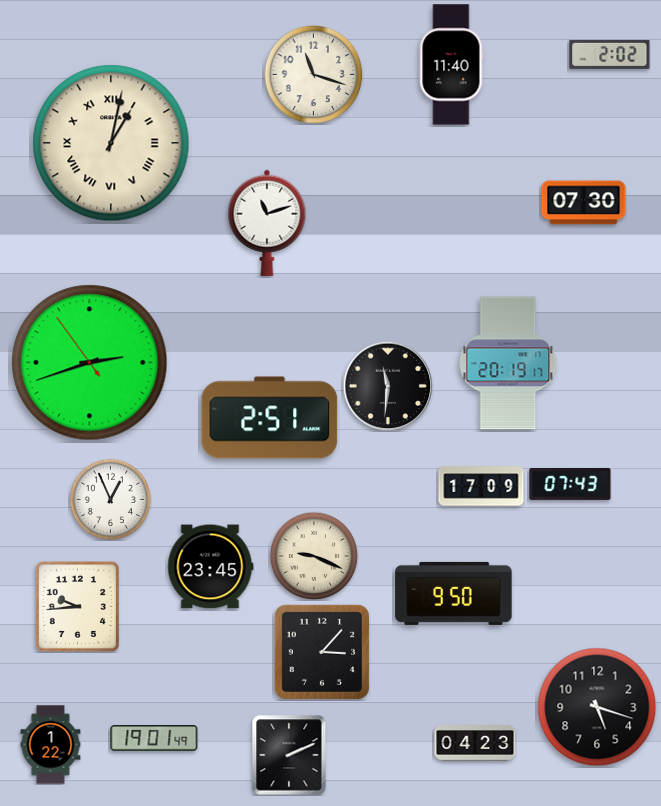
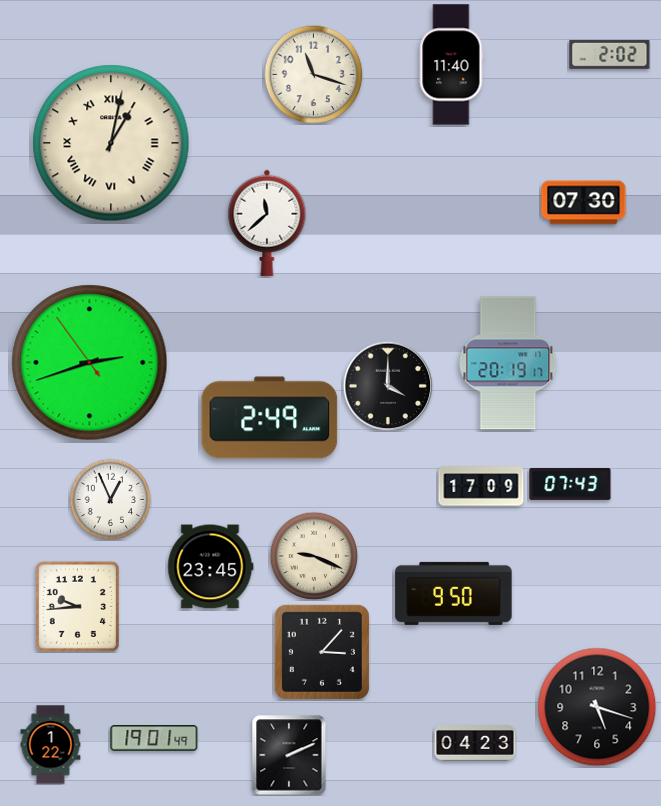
clock at (267, 223): 11:12 -> 11:38
clock at (388, 386): 11:31 -> 4:00
clock at (270, 418): 2:51 -> 2:49
